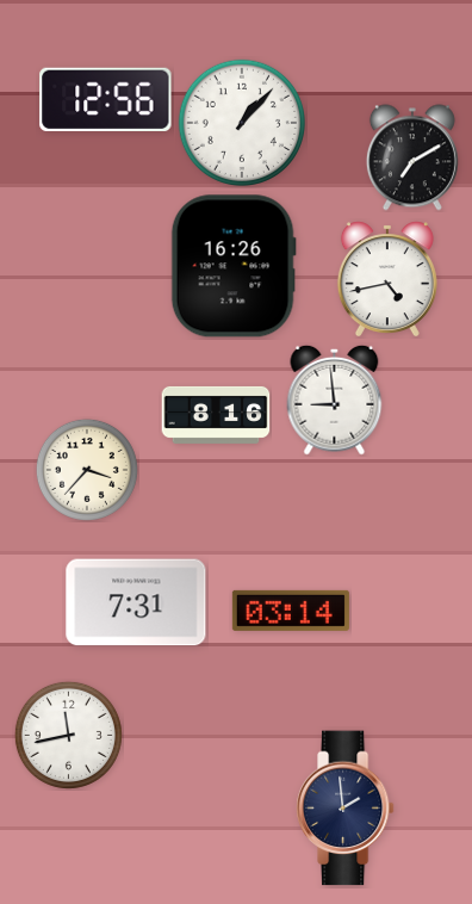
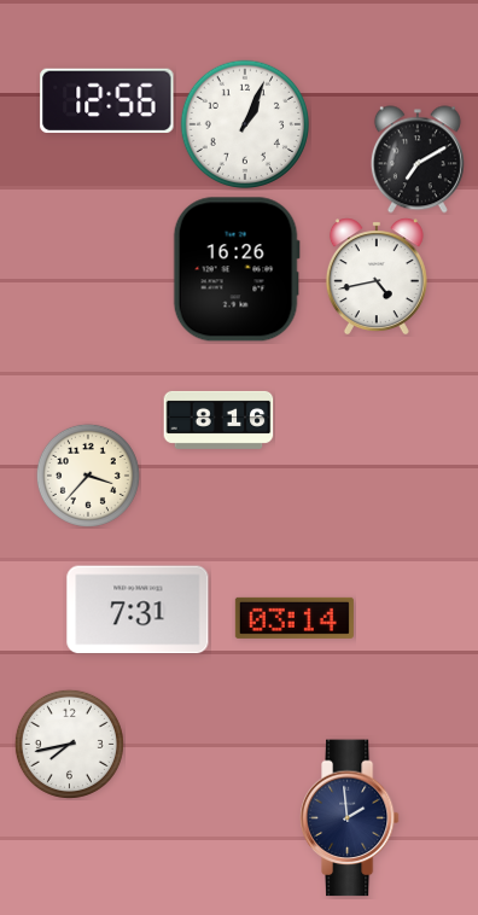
clock at (241, 122): 1:07 -> 1:04
clock at (387, 279) position: (387, 279) -> (377, 276)
clock at (335, 400): 8:59 -> none
clock at (68, 735): 11:43 -> 7:43
